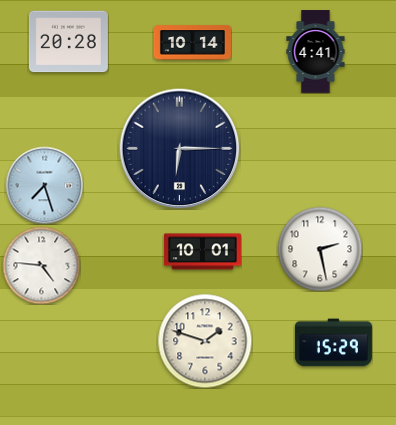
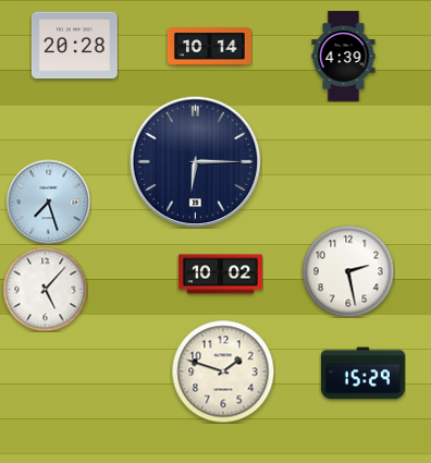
clock at (316, 52): 4:41 -> 4:39
clock at (202, 252): 10:01 -> 10:02
clock at (41, 265): 4:46 -> 5:07
